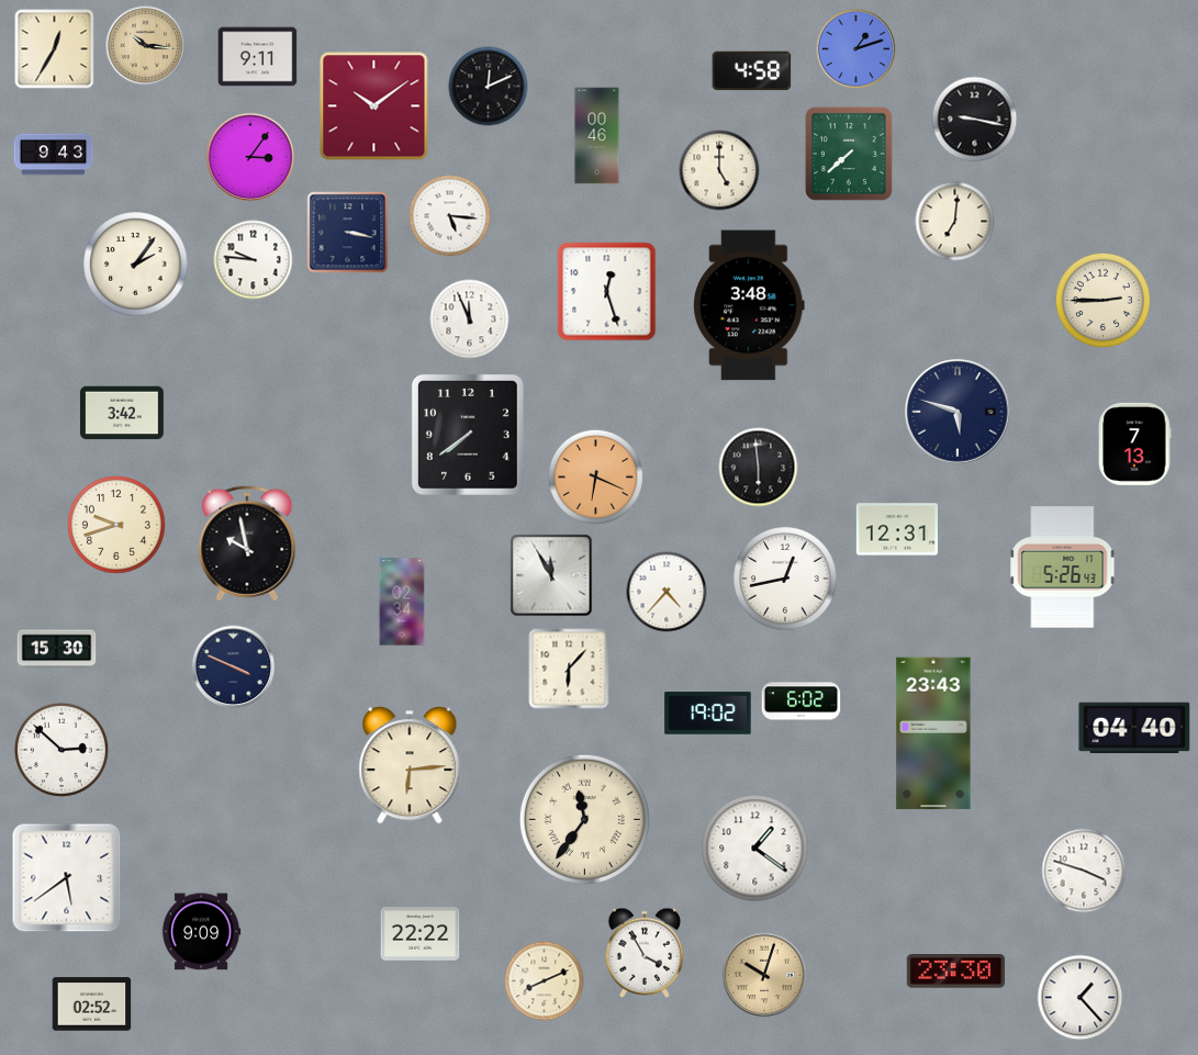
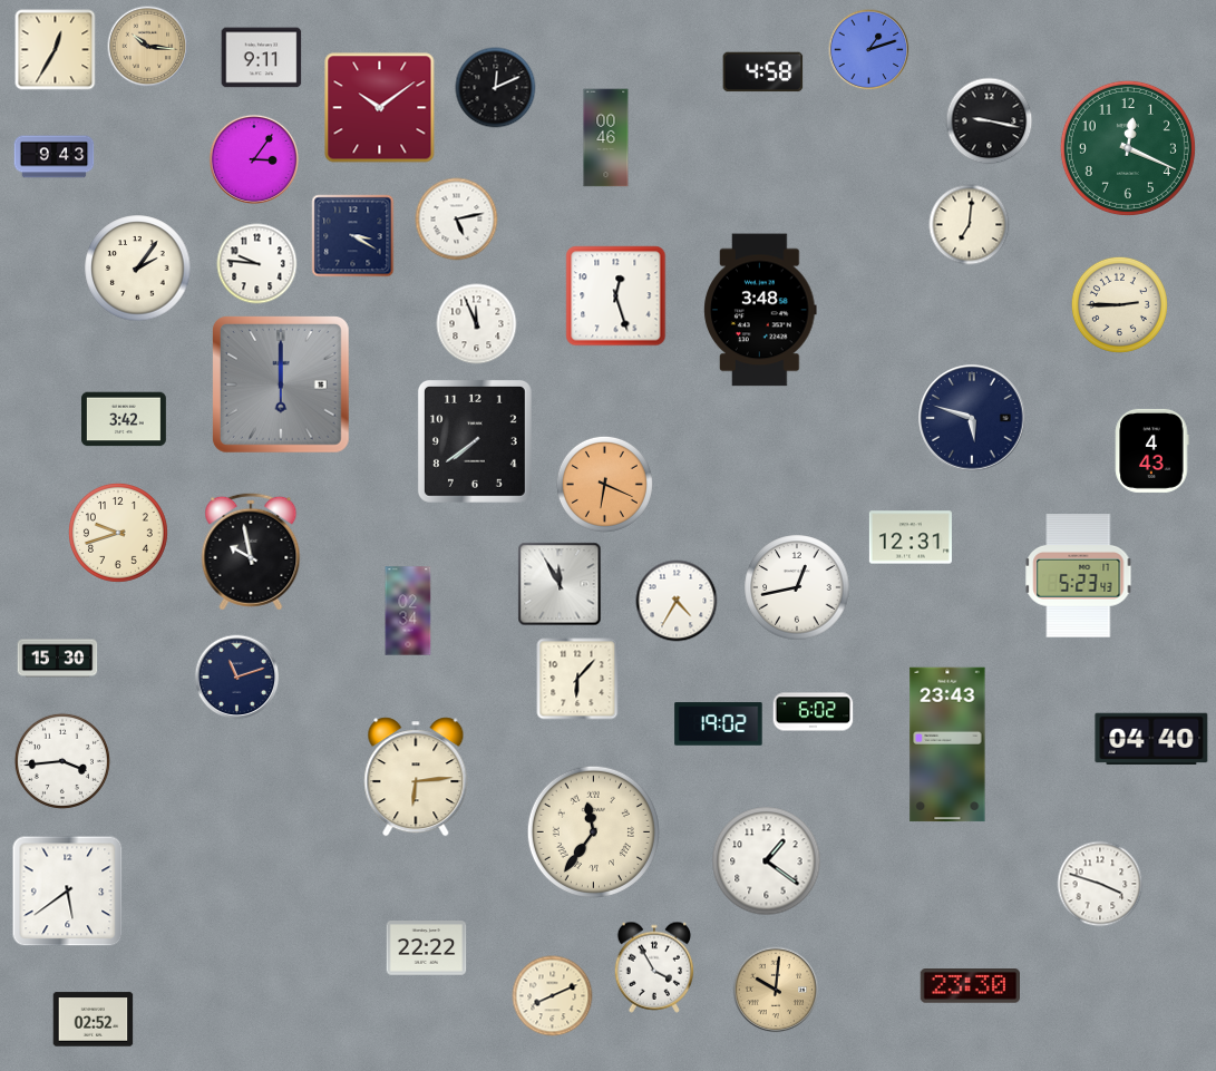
clock at (1128, 148): none -> 12:19
clock at (849, 154): 7:38 -> none
clock at (719, 170): 5:00 -> none
clock at (450, 216): 5:16 -> 5:13
clock at (348, 233): 3:17 -> 3:20
clock at (281, 384): none -> 6:00
clock at (1135, 444): 7:13 -> 4:43
clock at (759, 468): 5:59 -> none
clock at (1063, 568): 5:26 -> 5:23
clock at (667, 592): 4:37 -> 4:35
clock at (234, 667): 3:49 -> 11:12
clock at (61, 750): 2:52 -> 3:44
clock at (201, 932): 9:09 -> none
clock at (764, 975): 10:03 -> 10:01
clock at (1081, 998): 1:23 -> none
